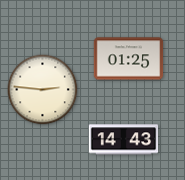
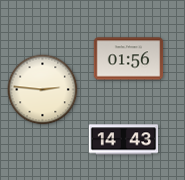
clock at (129, 59): 01:25 -> 01:56
